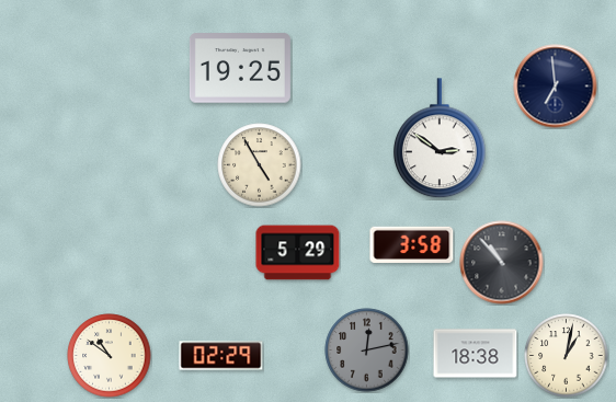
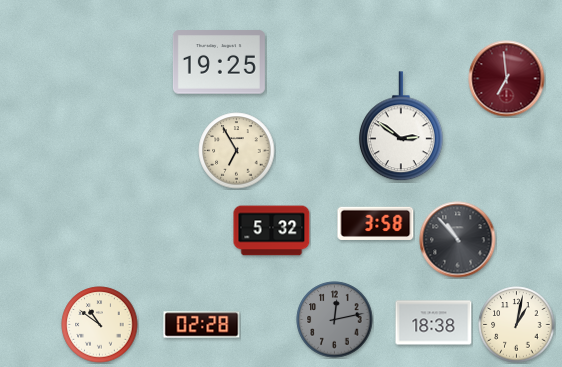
clock at (556, 87) dial: navy -> burgundy
clock at (260, 165): 4:55 -> 6:55
clock at (298, 253): 5:29 -> 5:32
clock at (221, 356): 02:29 -> 02:28
